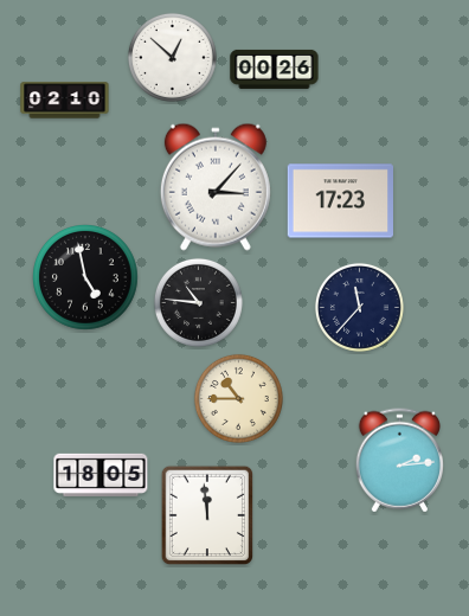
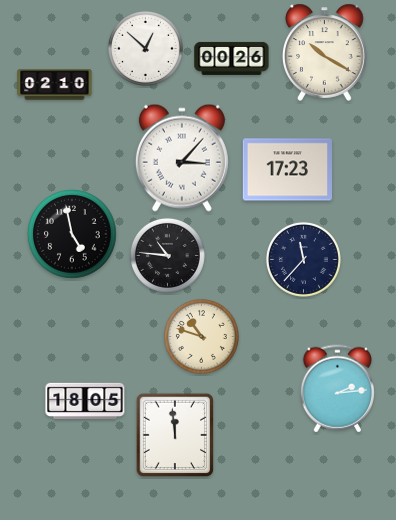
clock at (325, 52): none -> 10:20
clock at (238, 398): 10:45 -> 10:48
